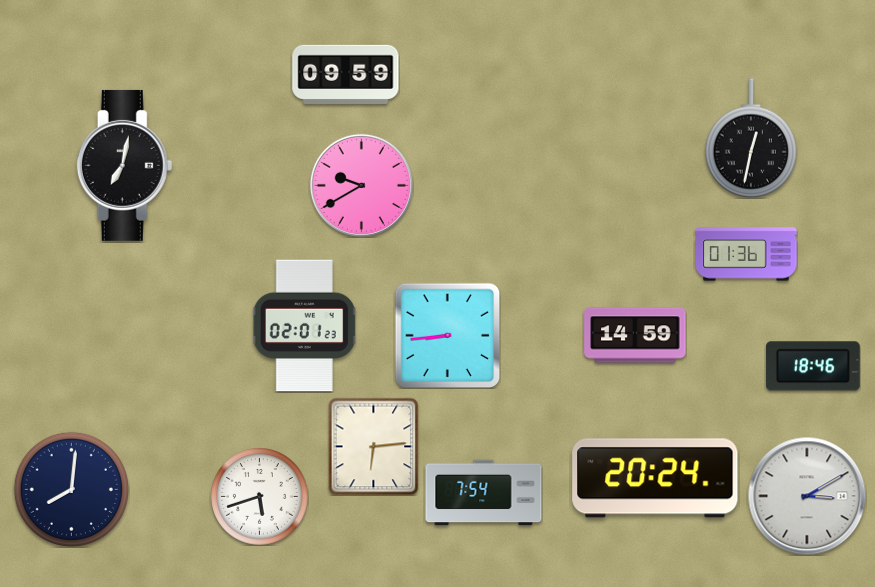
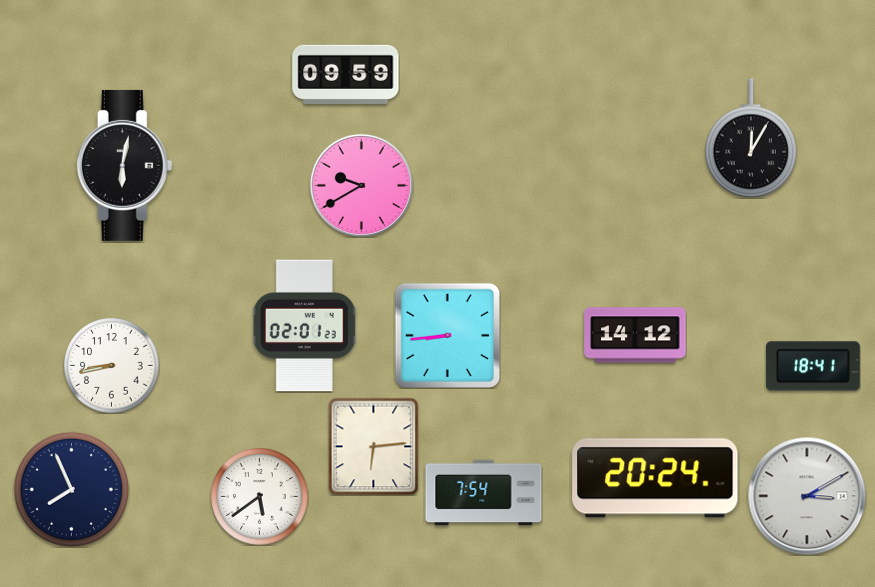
clock at (750, 138): 12:32 -> 12:05
clock at (125, 165): 7:02 -> 6:02
clock at (746, 254): 01:36 -> none
clock at (635, 335): 14:59 -> 14:12
clock at (111, 365): none -> 8:43
clock at (813, 366): 18:46 -> 18:41
clock at (71, 489): 8:01 -> 7:56
clock at (260, 497): 5:42 -> 5:39
